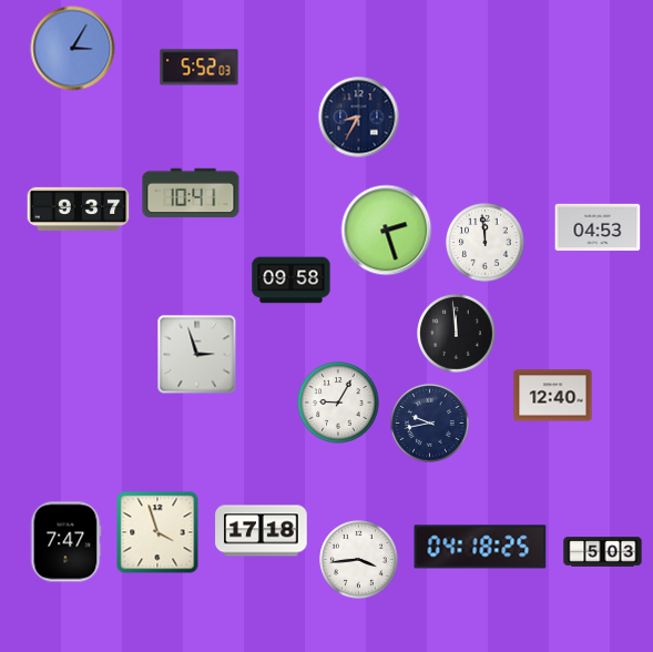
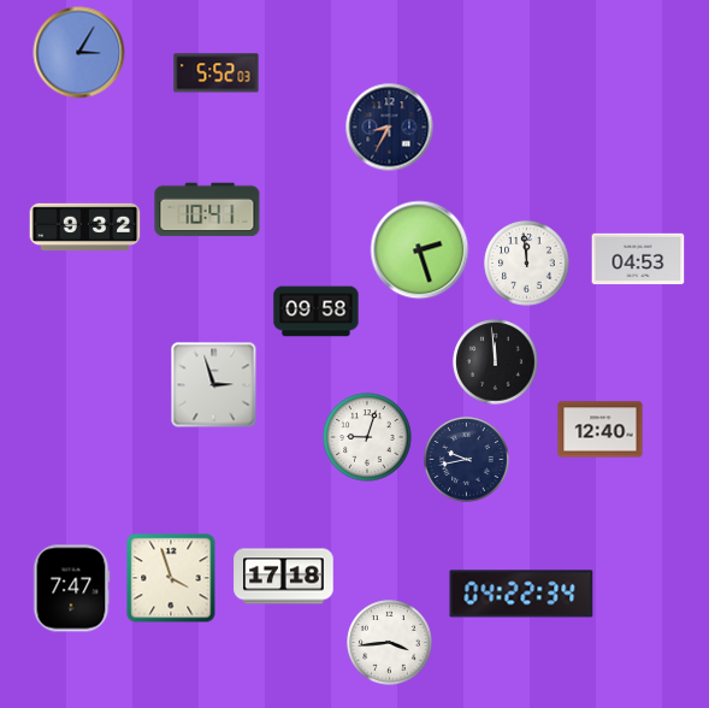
clock at (79, 208): 9:37 -> 9:32
clock at (598, 227) position: (598, 227) -> (638, 259)
clock at (292, 281) position: (292, 281) -> (317, 312)
clock at (338, 403): 9:05 -> 9:03
clock at (480, 547): 04:18 -> 04:22
clock at (603, 552): 5:03 -> none
clock at (359, 560) position: (359, 560) -> (390, 643)
